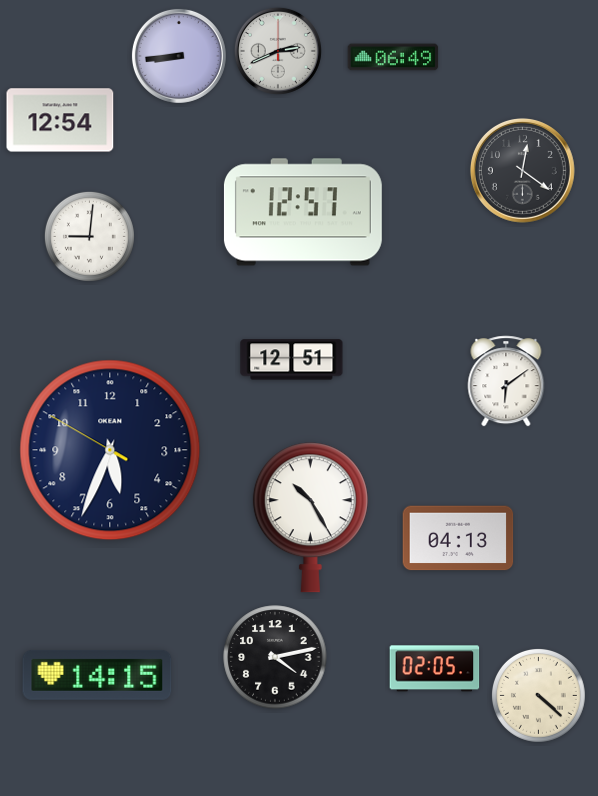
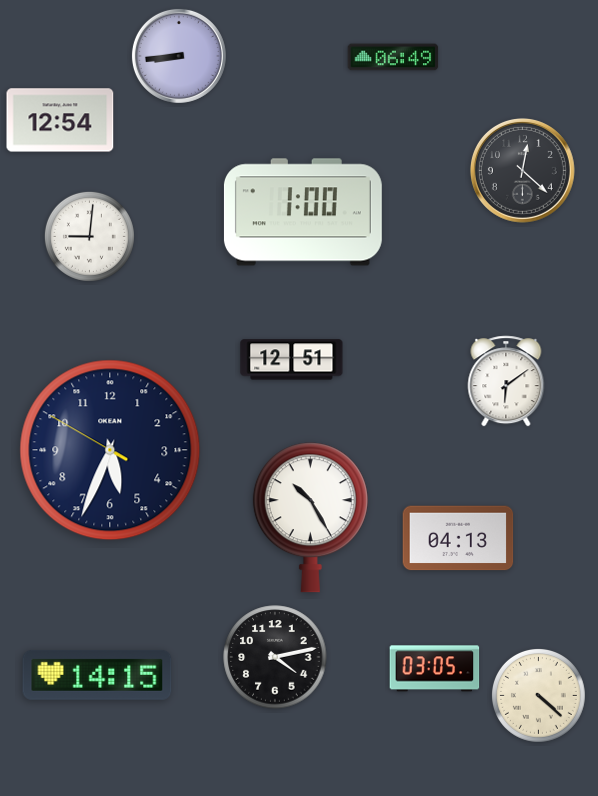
clock at (278, 51): 2:41 -> none
clock at (522, 170): 12:21 -> 12:22
clock at (303, 212): 12:57 -> 1:00
clock at (435, 669): 02:05 -> 03:05
